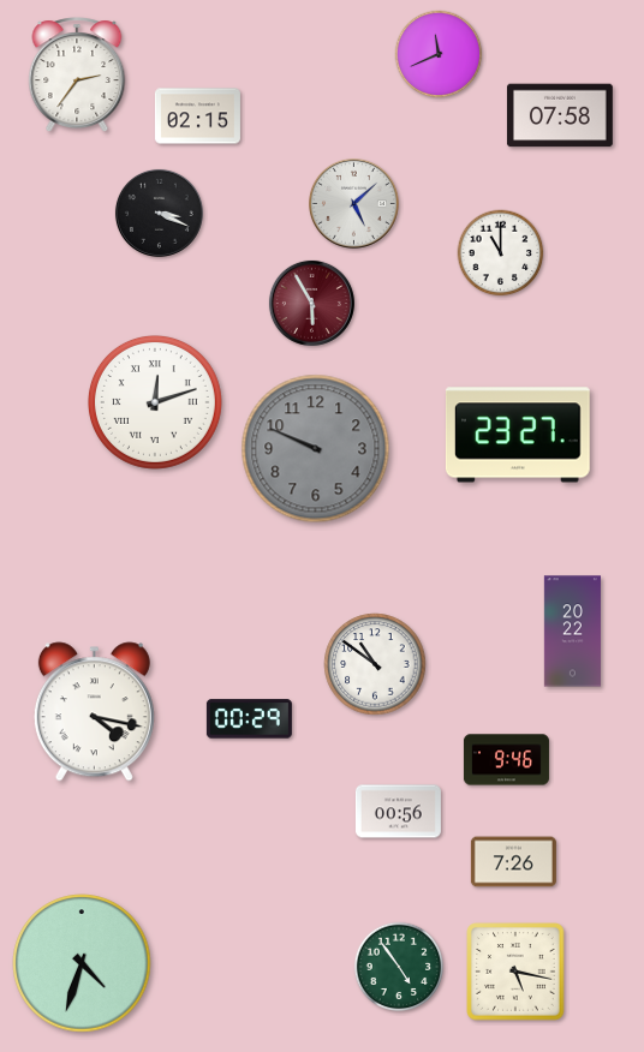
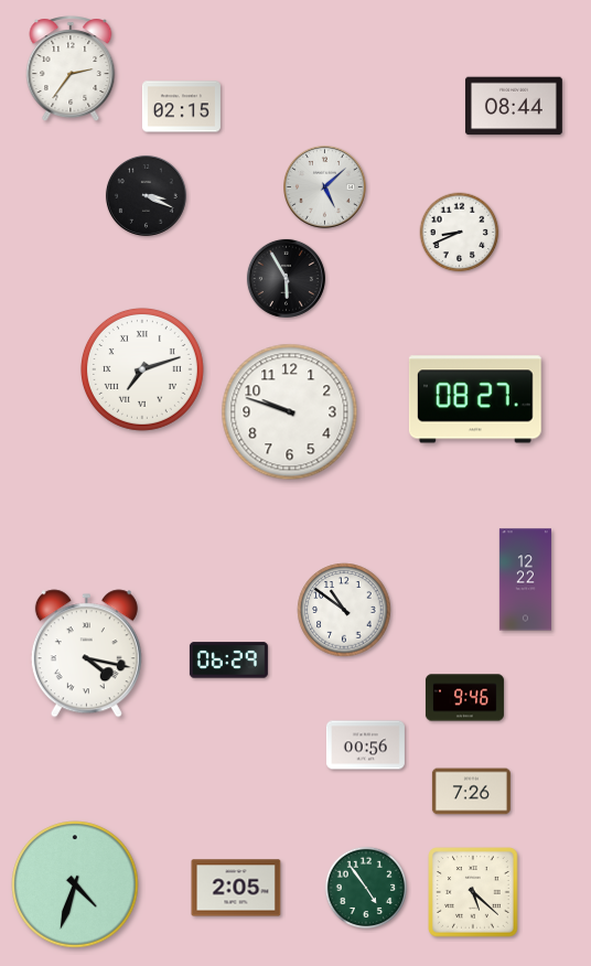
clock at (439, 54): 11:41 -> none
clock at (560, 115): 07:58 -> 08:44
clock at (501, 253): 11:00 -> 8:41
clock at (311, 303) dial: burgundy -> black
clock at (155, 402): 12:12 -> 7:12
clock at (518, 435): 23:27 -> 08:27
clock at (316, 449): 9:49 -> 9:48
clock at (316, 449) dial: grey -> white
clock at (572, 632): 20:22 -> 12:22
clock at (249, 719): 00:29 -> 06:29
clock at (236, 888): none -> 2:05
clock at (515, 972): 5:17 -> 5:22
